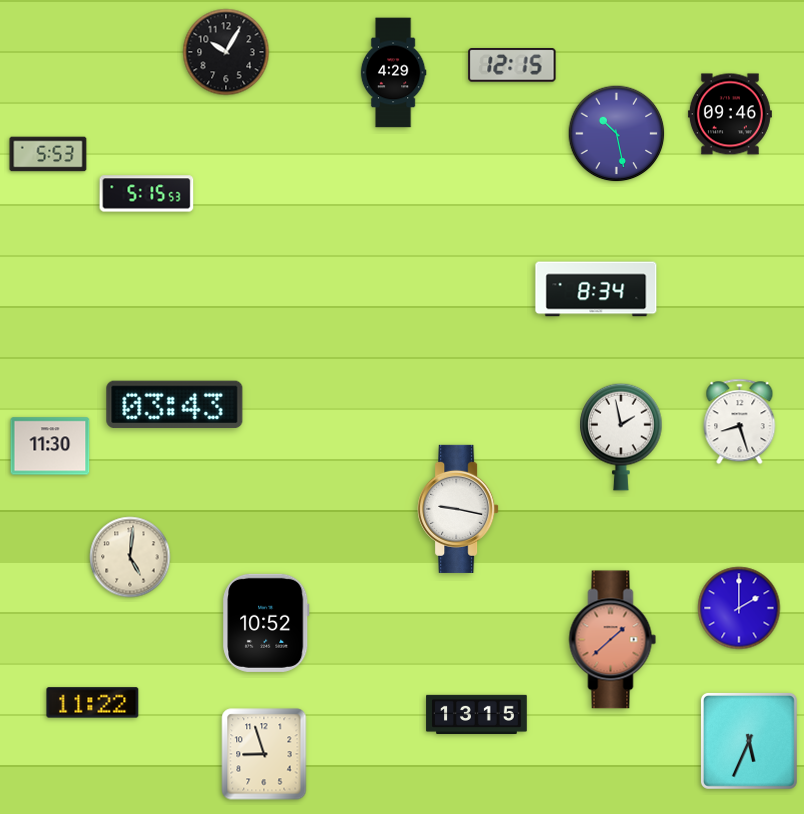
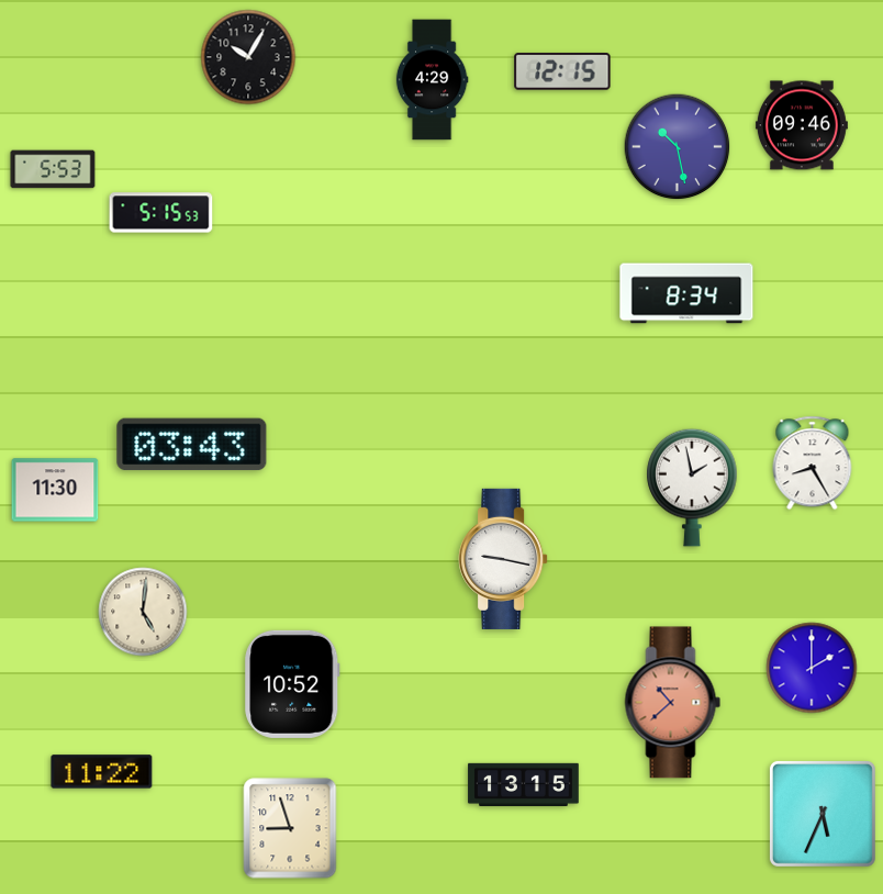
clock at (596, 289) position: (596, 289) -> (686, 293)
clock at (740, 422): 8:27 -> 8:25
clock at (621, 437) position: (621, 437) -> (692, 488)
clock at (613, 640): 1:38 -> 10:38
